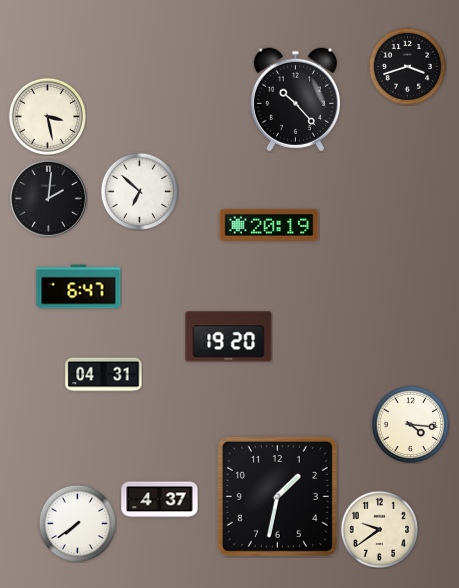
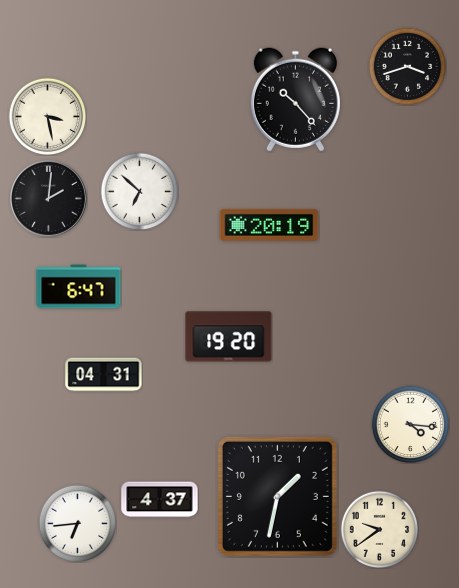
clock at (77, 523): 7:39 -> 6:44
